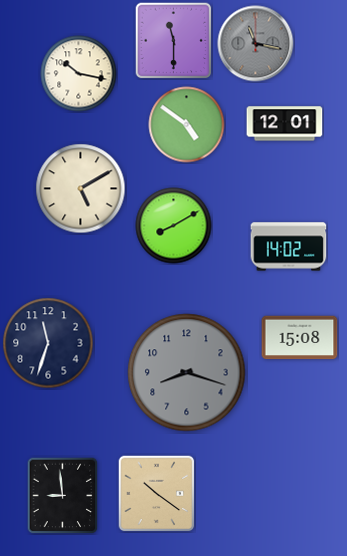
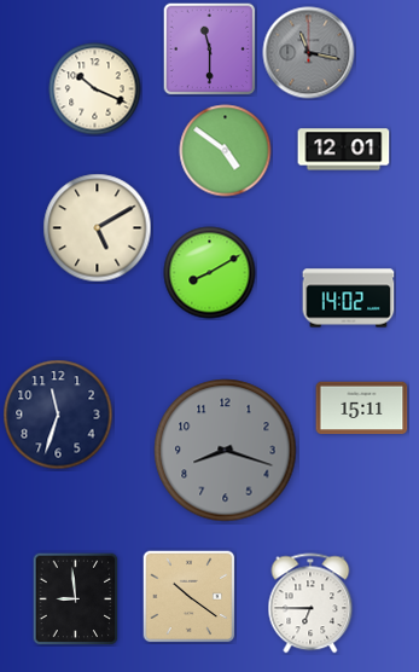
clock at (79, 74): 10:17 -> 10:19
clock at (300, 338): 15:08 -> 15:11
clock at (310, 603): none -> 6:45
